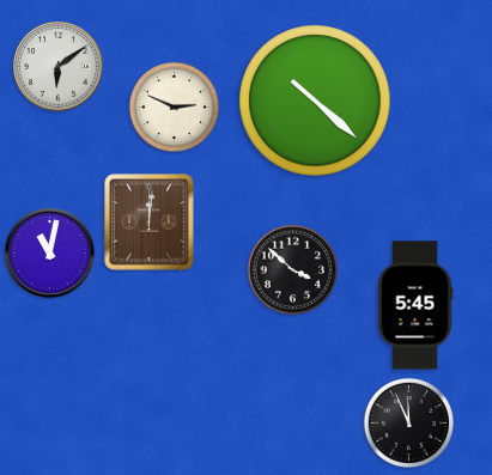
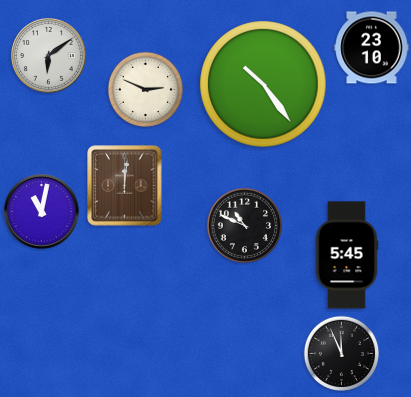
clock at (372, 48): none -> 23:10
clock at (315, 101): 10:22 -> 10:24
clock at (292, 269): 3:52 -> 10:49
